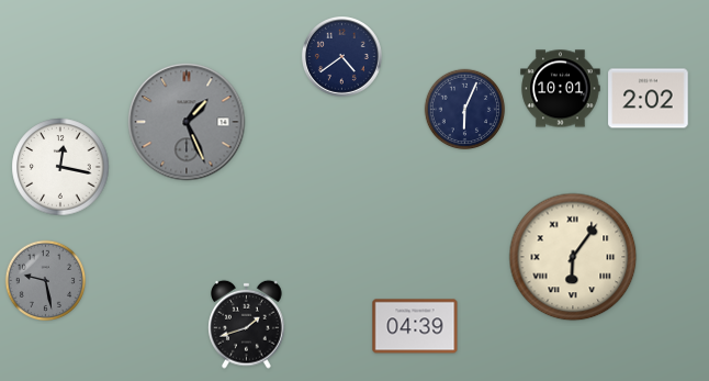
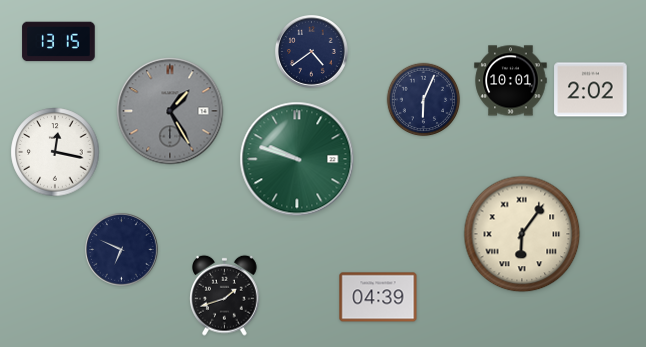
clock at (59, 42): none -> 13:15
clock at (187, 122): 1:26 -> 1:25
clock at (297, 159): none -> 9:48
clock at (122, 250): none -> 6:49
clock at (46, 281): 9:28 -> none
